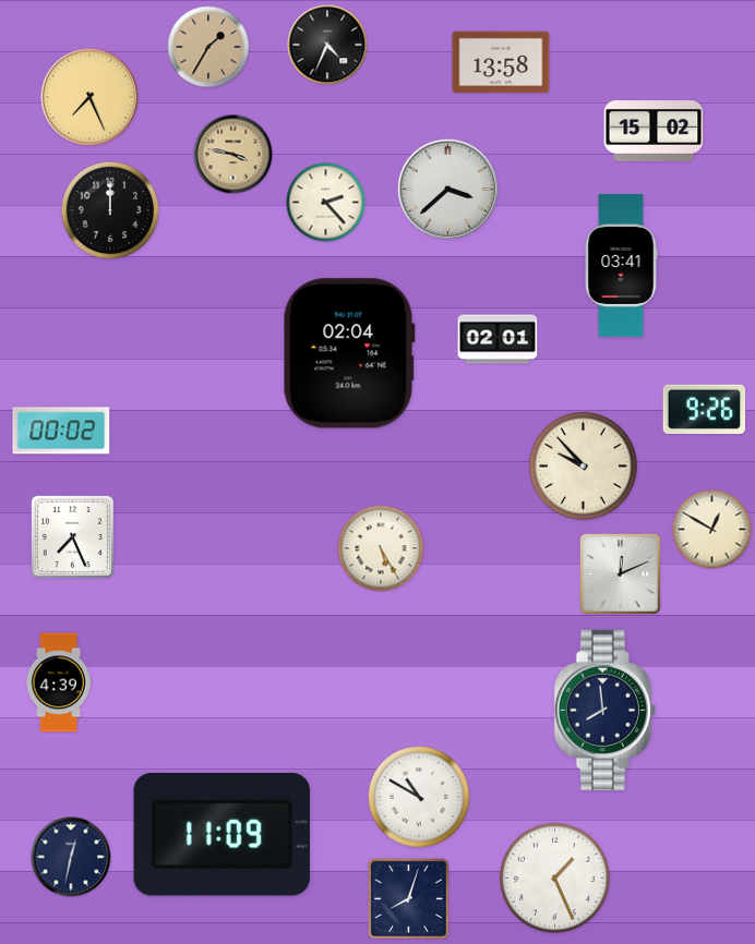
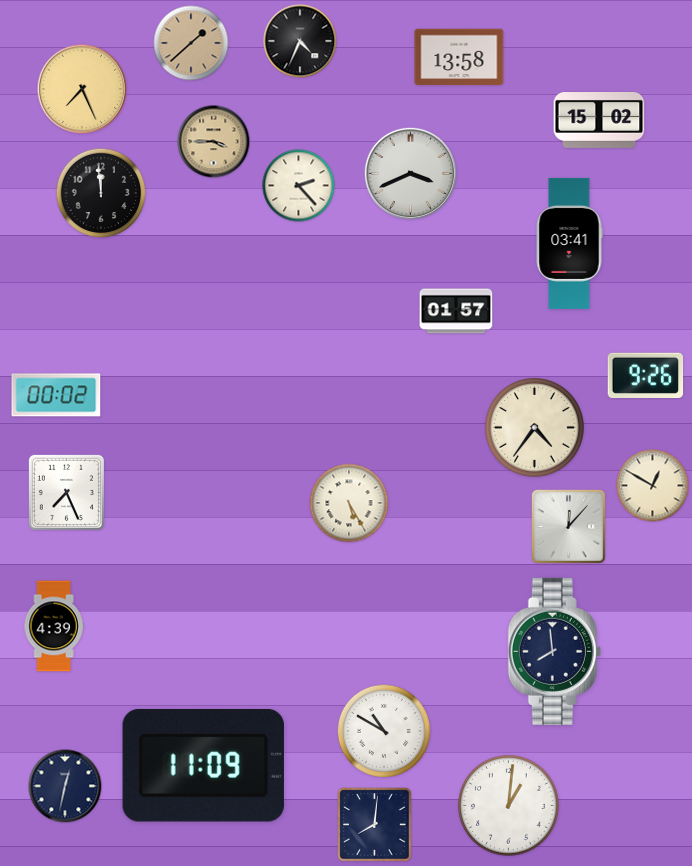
clock at (208, 47): 1:35 -> 1:38
clock at (233, 155): 3:47 -> 3:45
clock at (447, 189): 3:38 -> 3:41
clock at (110, 210): 12:00 -> 11:59
clock at (498, 339): 02:01 -> 01:57
clock at (349, 353): 02:04 -> none
clock at (584, 467): 9:53 -> 4:36
clock at (621, 574): 12:11 -> 12:07
clock at (555, 879): 1:26 -> 1:01
clock at (409, 899): 8:03 -> 8:01
